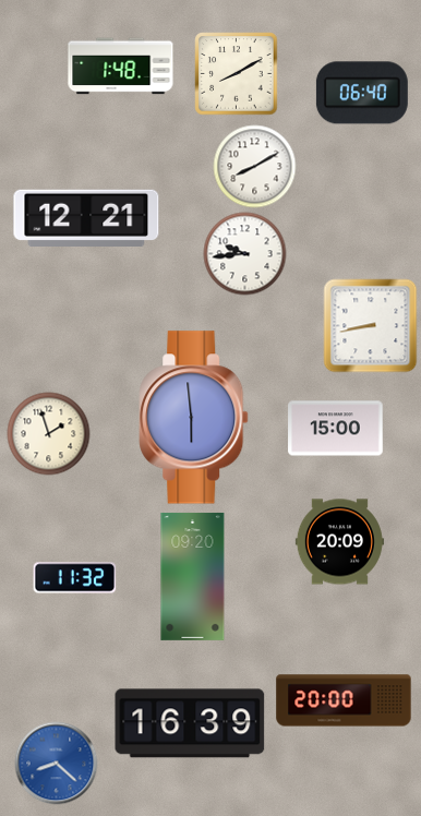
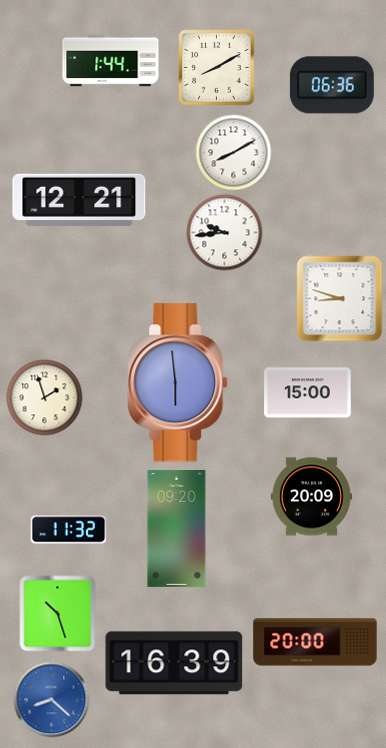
clock at (121, 67): 1:48 -> 1:44
clock at (362, 93): 06:40 -> 06:36
clock at (371, 326): 8:43 -> 8:48
clock at (58, 614): none -> 10:27
